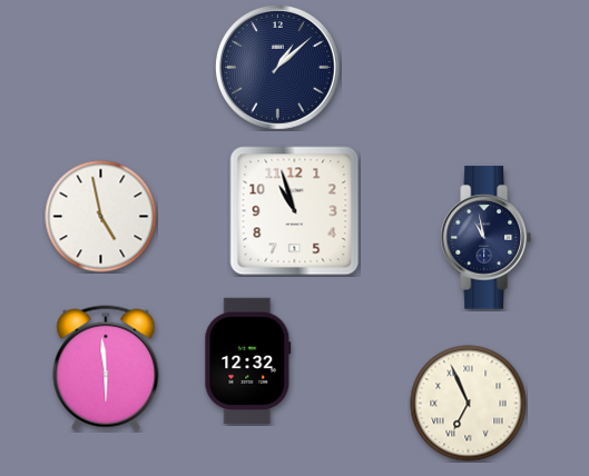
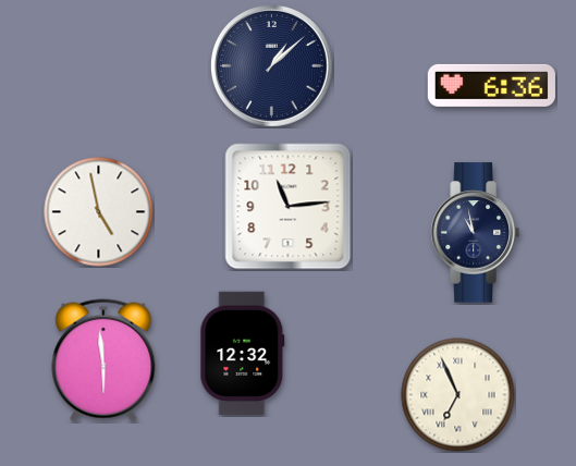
clock at (491, 85): none -> 6:36
clock at (295, 211): 10:57 -> 11:14
